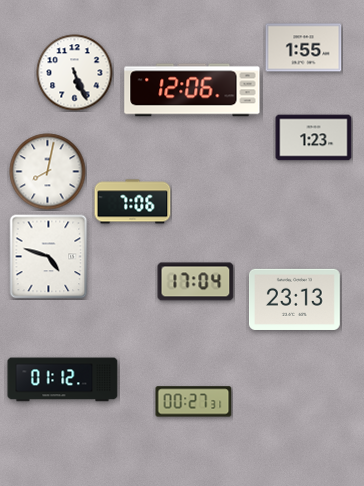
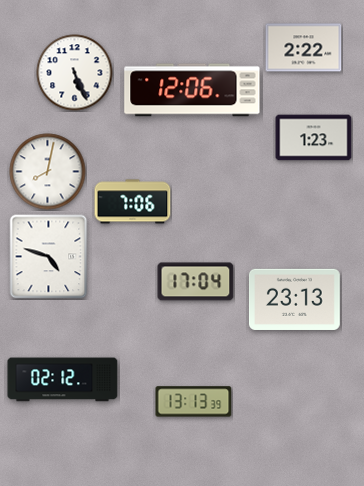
clock at (304, 48): 1:55 -> 2:22
clock at (63, 380): 01:12 -> 02:12
clock at (194, 402): 00:27 -> 13:13
